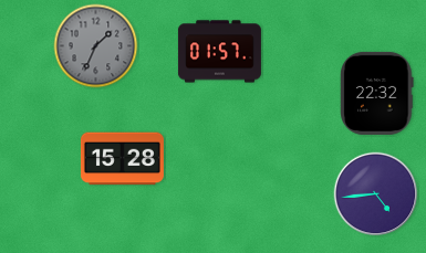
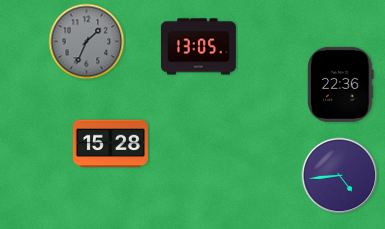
clock at (219, 52): 01:57 -> 13:05
clock at (377, 93): 22:32 -> 22:36
